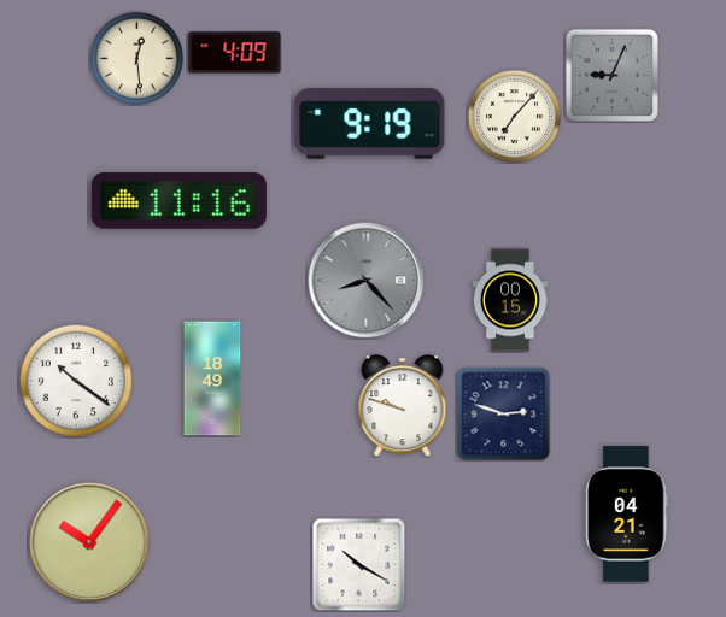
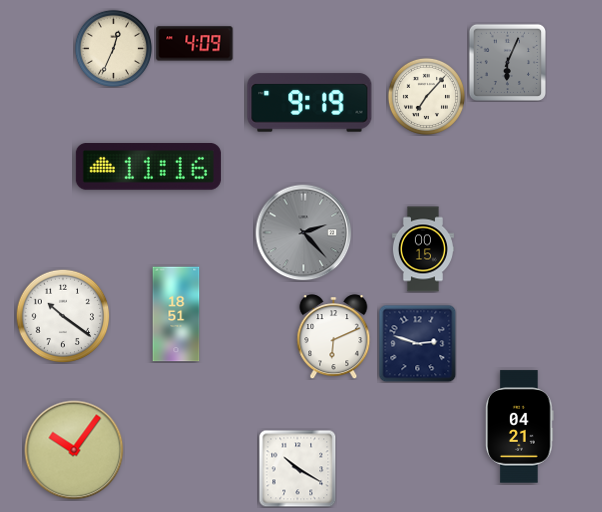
clock at (136, 58): 12:29 -> 12:34
clock at (611, 75): 9:04 -> 6:04
clock at (370, 124) position: (370, 124) -> (310, 103)
clock at (367, 281): 8:23 -> 2:23
clock at (212, 378): 18:49 -> 18:51
clock at (403, 406): 9:48 -> 6:11
